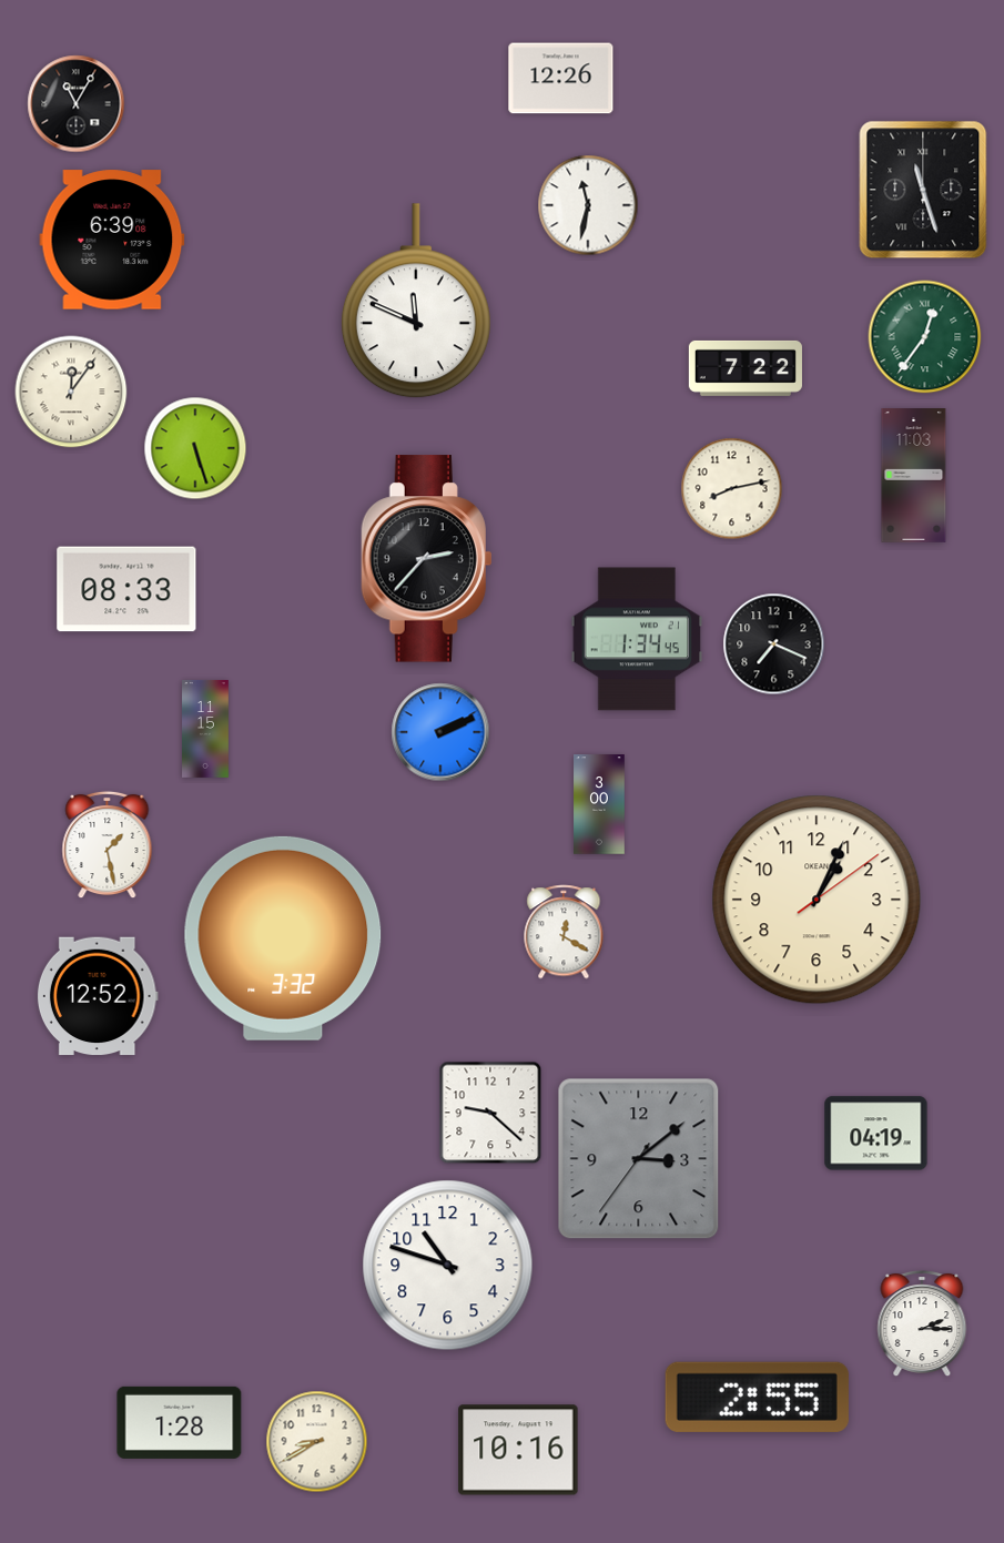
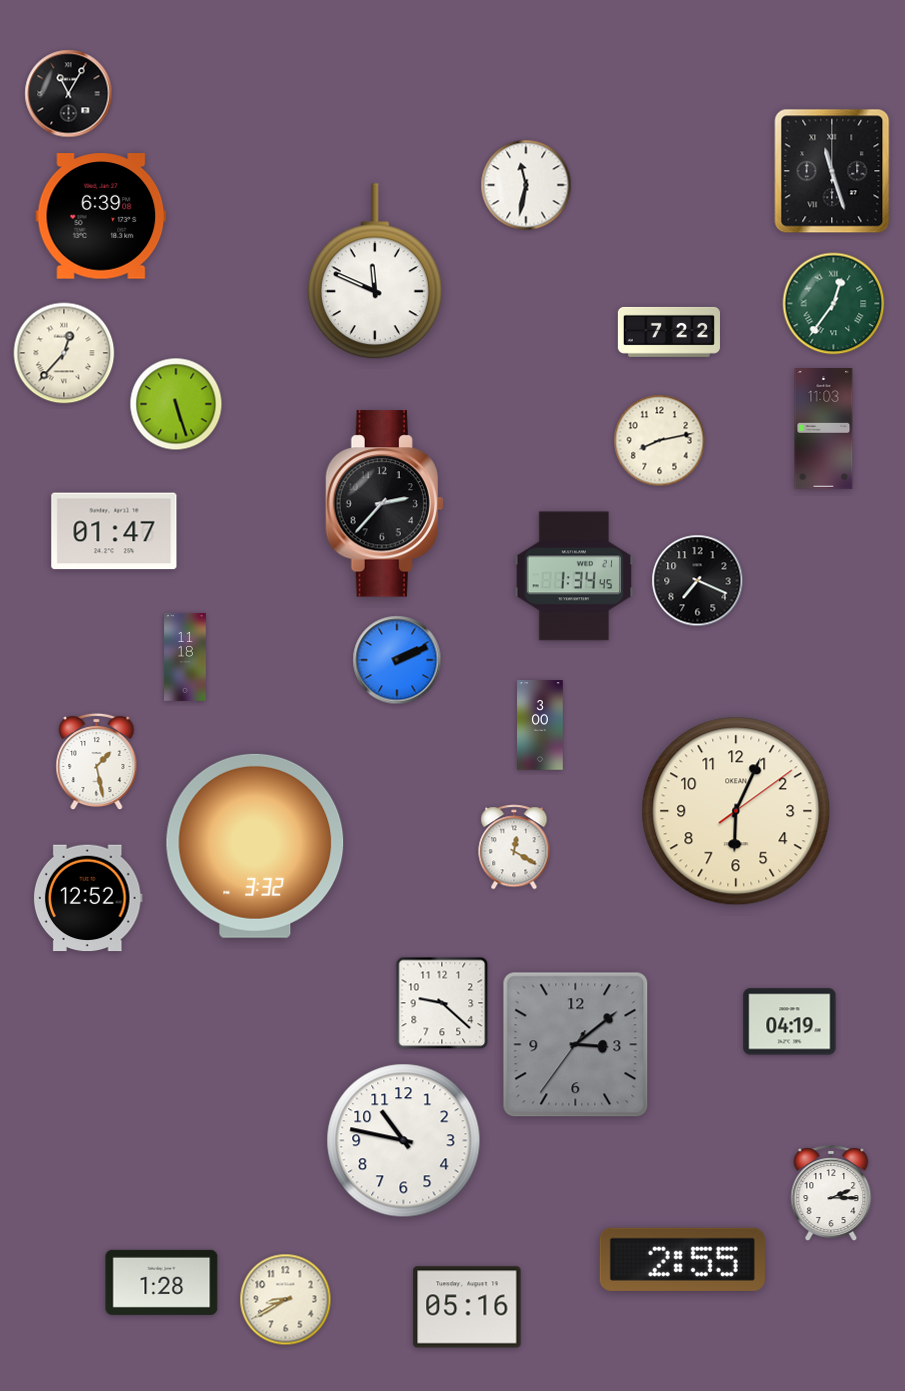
clock at (561, 79): 12:26 -> none
clock at (588, 205) position: (588, 205) -> (526, 185)
clock at (746, 368) position: (746, 368) -> (669, 332)
clock at (71, 392): 12:06 -> 12:37
clock at (126, 589): 08:33 -> 01:47
clock at (205, 729): 11:15 -> 11:18
clock at (817, 900): 1:04 -> 6:04
clock at (564, 932) position: (564, 932) -> (514, 847)
clock at (448, 1266): 10:48 -> 10:47
clock at (518, 1450): 10:16 -> 05:16
